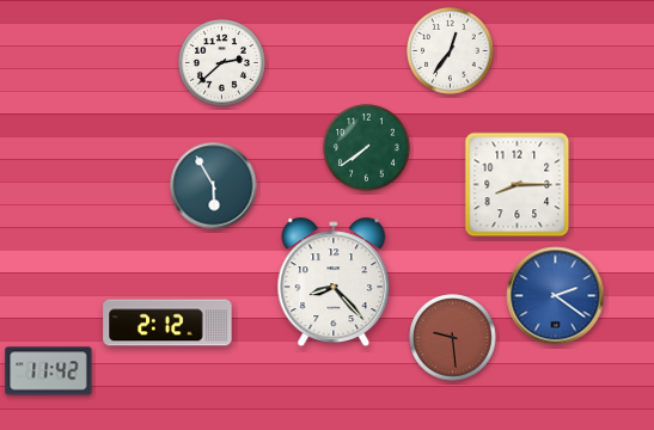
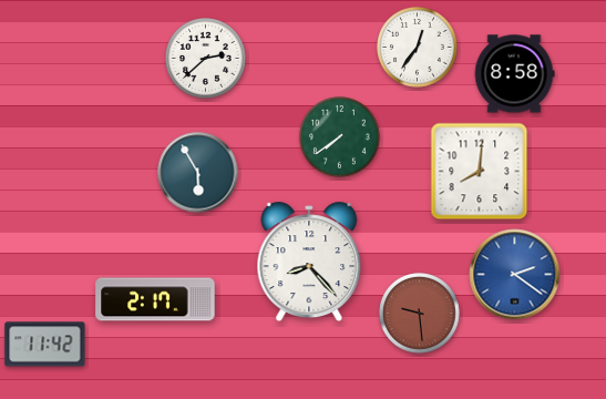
clock at (514, 74): none -> 8:58
clock at (518, 185): 8:15 -> 8:01
clock at (167, 322): 2:12 -> 2:17
